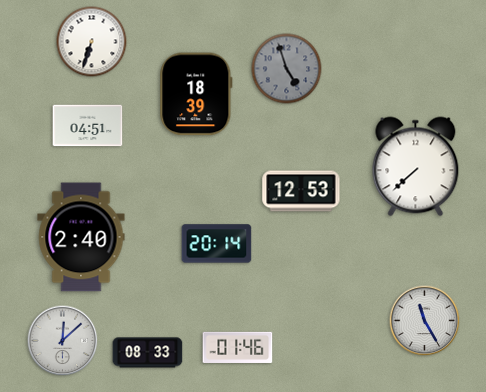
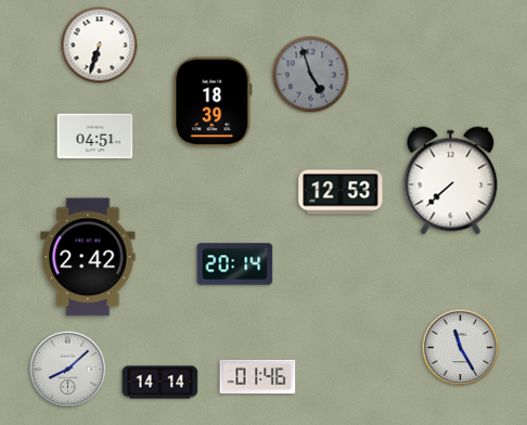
clock at (301, 191) position: (301, 191) -> (340, 192)
clock at (81, 237): 2:40 -> 2:42
clock at (63, 341): 12:08 -> 8:08
clock at (148, 353): 08:33 -> 14:14
